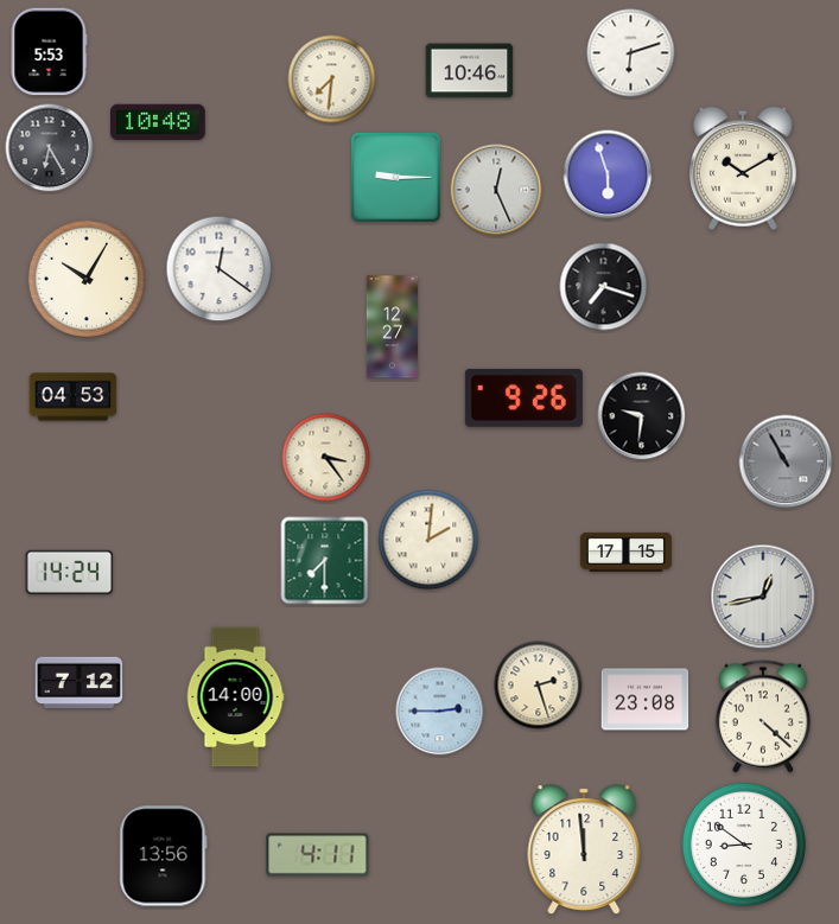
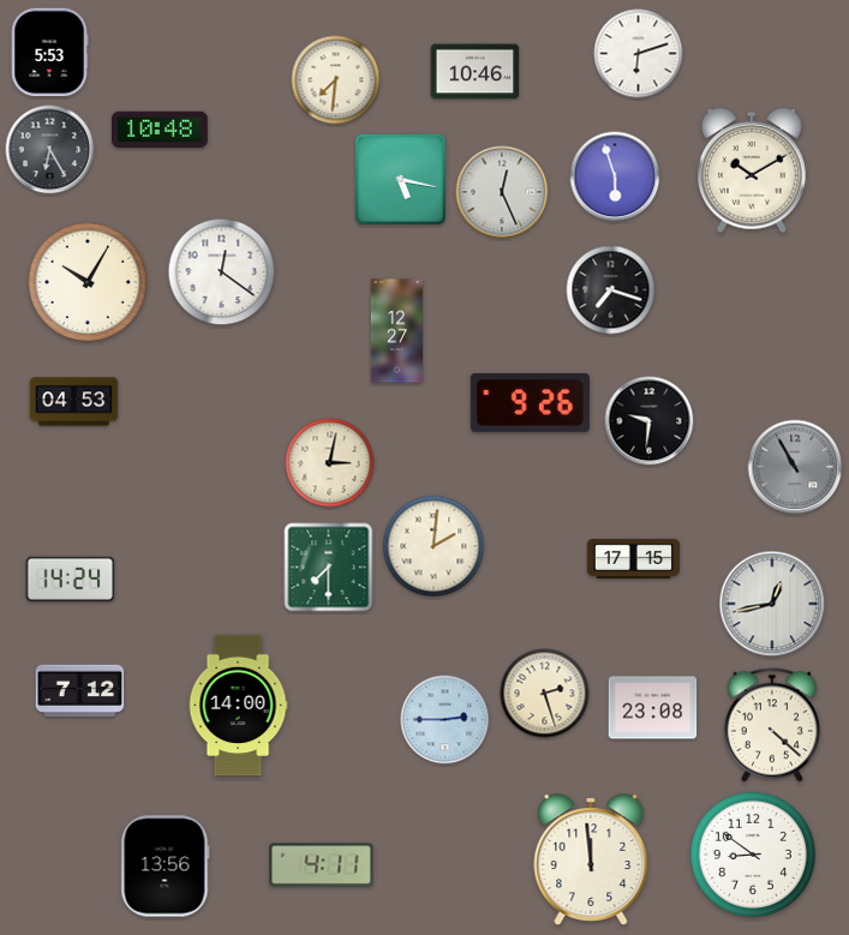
clock at (159, 122) position: (159, 122) -> (161, 130)
clock at (395, 177): 9:15 -> 5:17
clock at (326, 458): 3:24 -> 3:02
